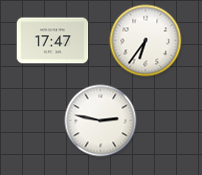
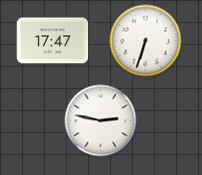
clock at (146, 41): 6:36 -> 6:33
